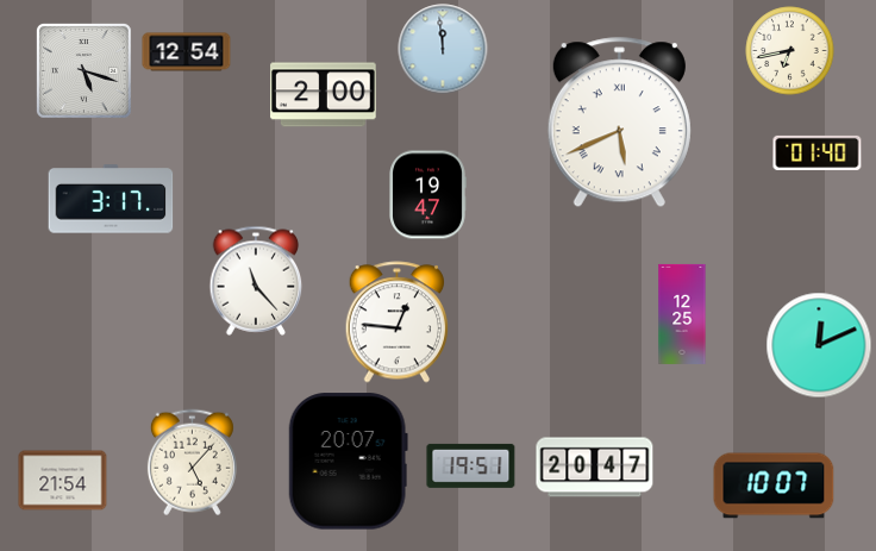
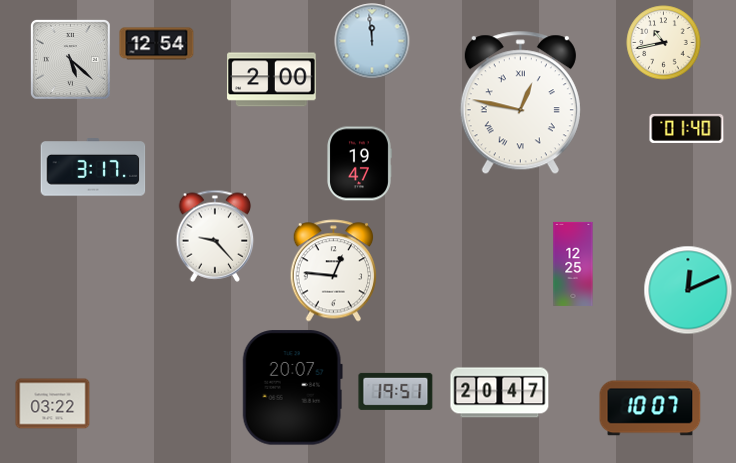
clock at (790, 51): 6:43 -> 10:43
clock at (83, 70): 5:18 -> 5:22
clock at (619, 123): 5:41 -> 12:47
clock at (256, 281): 11:23 -> 9:23
clock at (192, 463): 5:07 -> none
clock at (63, 481): 21:54 -> 03:22
